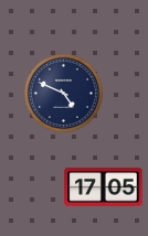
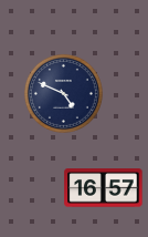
clock at (104, 187): 17:05 -> 16:57
